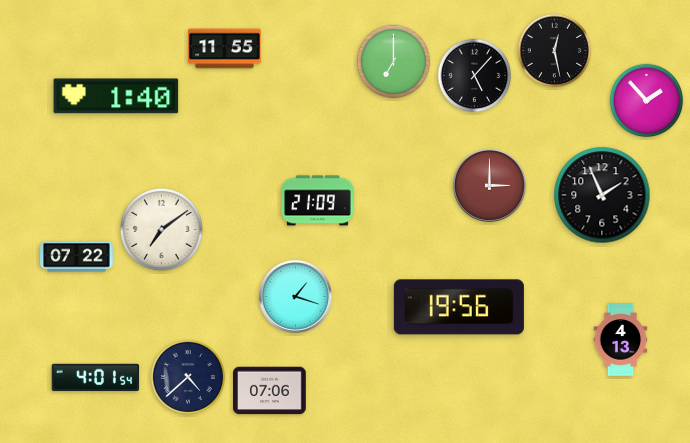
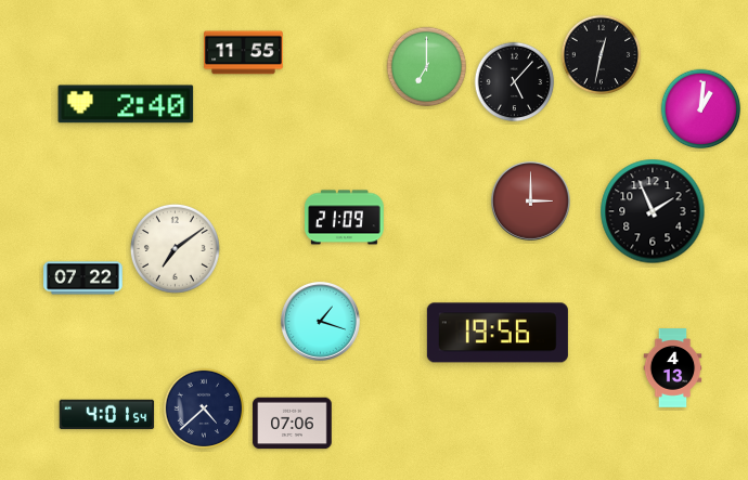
clock at (555, 51): 12:28 -> 12:32
clock at (116, 96): 1:40 -> 2:40
clock at (647, 101): 1:53 -> 1:01
clock at (96, 378) position: (96, 378) -> (107, 415)
